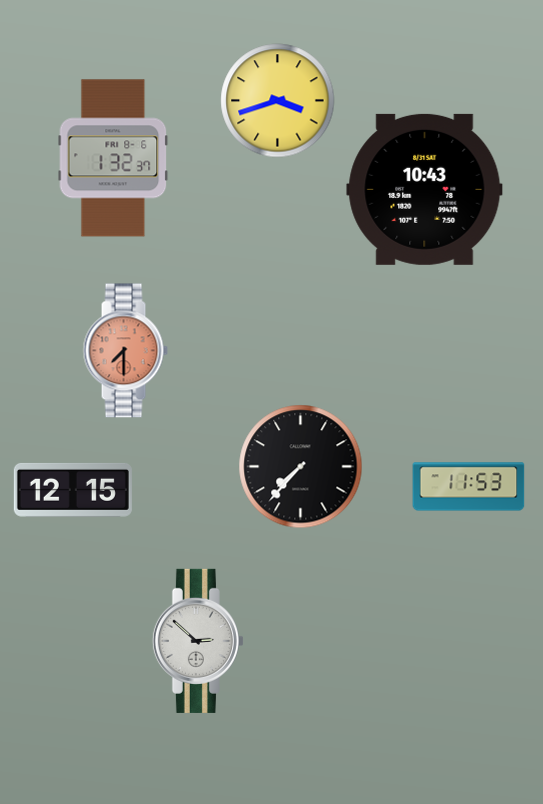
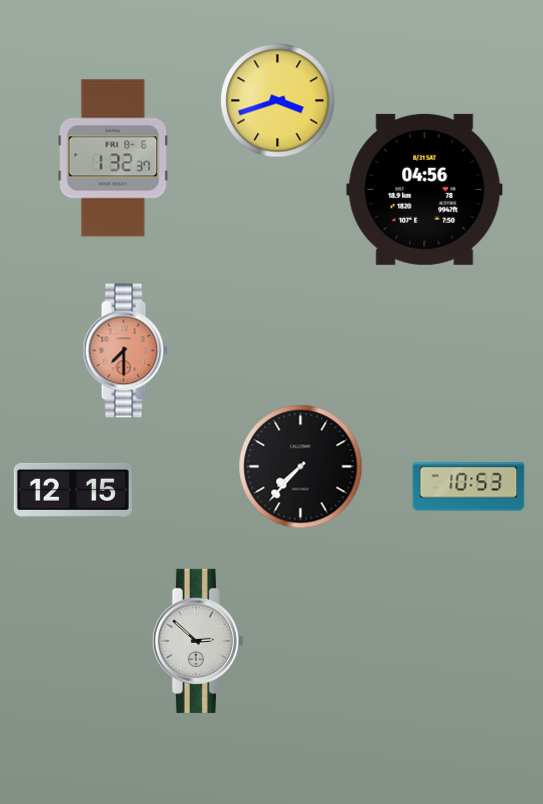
clock at (425, 189): 10:43 -> 04:56
clock at (469, 487): 11:53 -> 10:53
